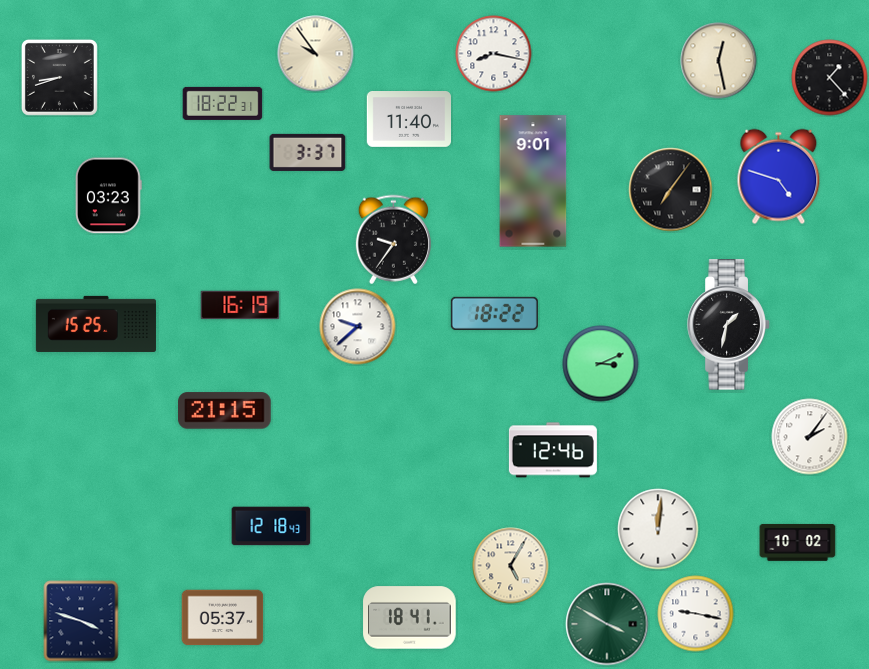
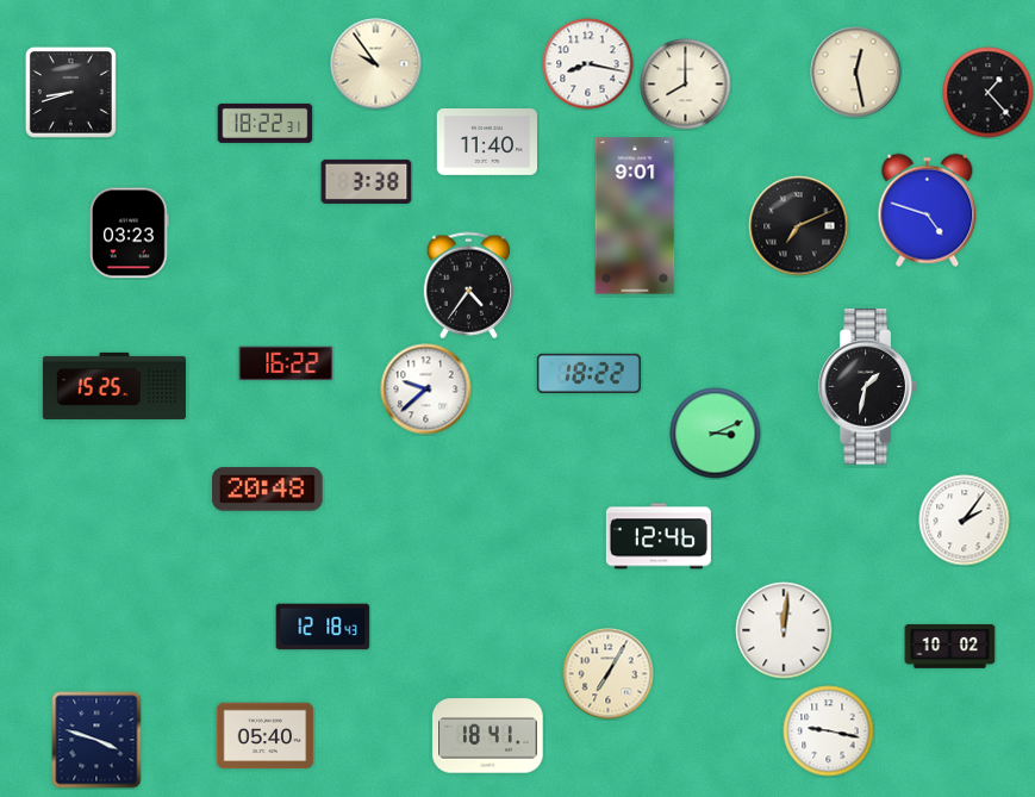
clock at (686, 85): none -> 8:00
clock at (308, 152): 3:37 -> 3:38
clock at (671, 190): 7:06 -> 7:11
clock at (393, 240): 9:36 -> 4:36
clock at (240, 305): 16:19 -> 16:22
clock at (225, 411): 21:15 -> 20:48
clock at (511, 566): 5:05 -> 7:05
clock at (223, 618): 05:37 -> 05:40
clock at (607, 624): 3:50 -> none
